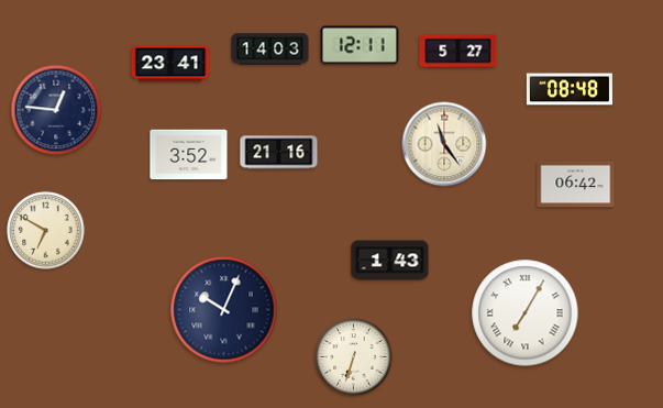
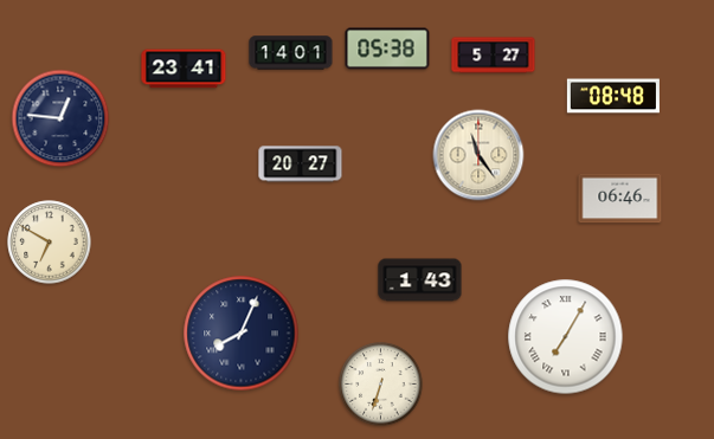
clock at (360, 45): 12:11 -> 05:38
clock at (270, 49): 14:03 -> 14:01
clock at (279, 153): 21:16 -> 20:27
clock at (189, 155): 3:52 -> none
clock at (576, 185): 06:42 -> 06:46
clock at (46, 231) position: (46, 231) -> (50, 243)
clock at (224, 310): 10:04 -> 8:04
